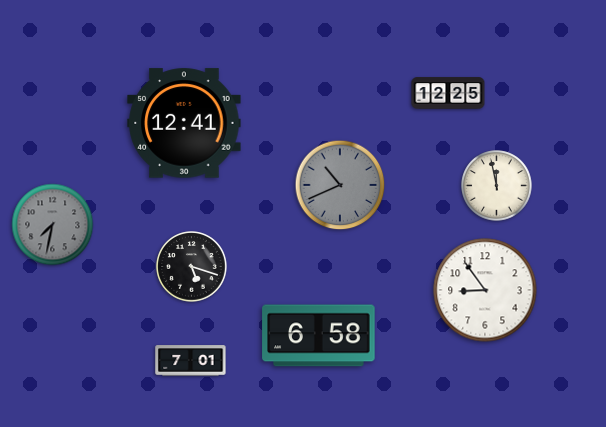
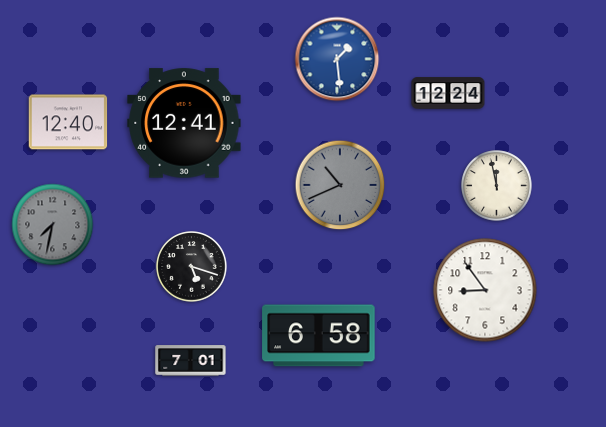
clock at (337, 59): none -> 1:29
clock at (448, 93): 12:25 -> 12:24
clock at (68, 122): none -> 12:40
